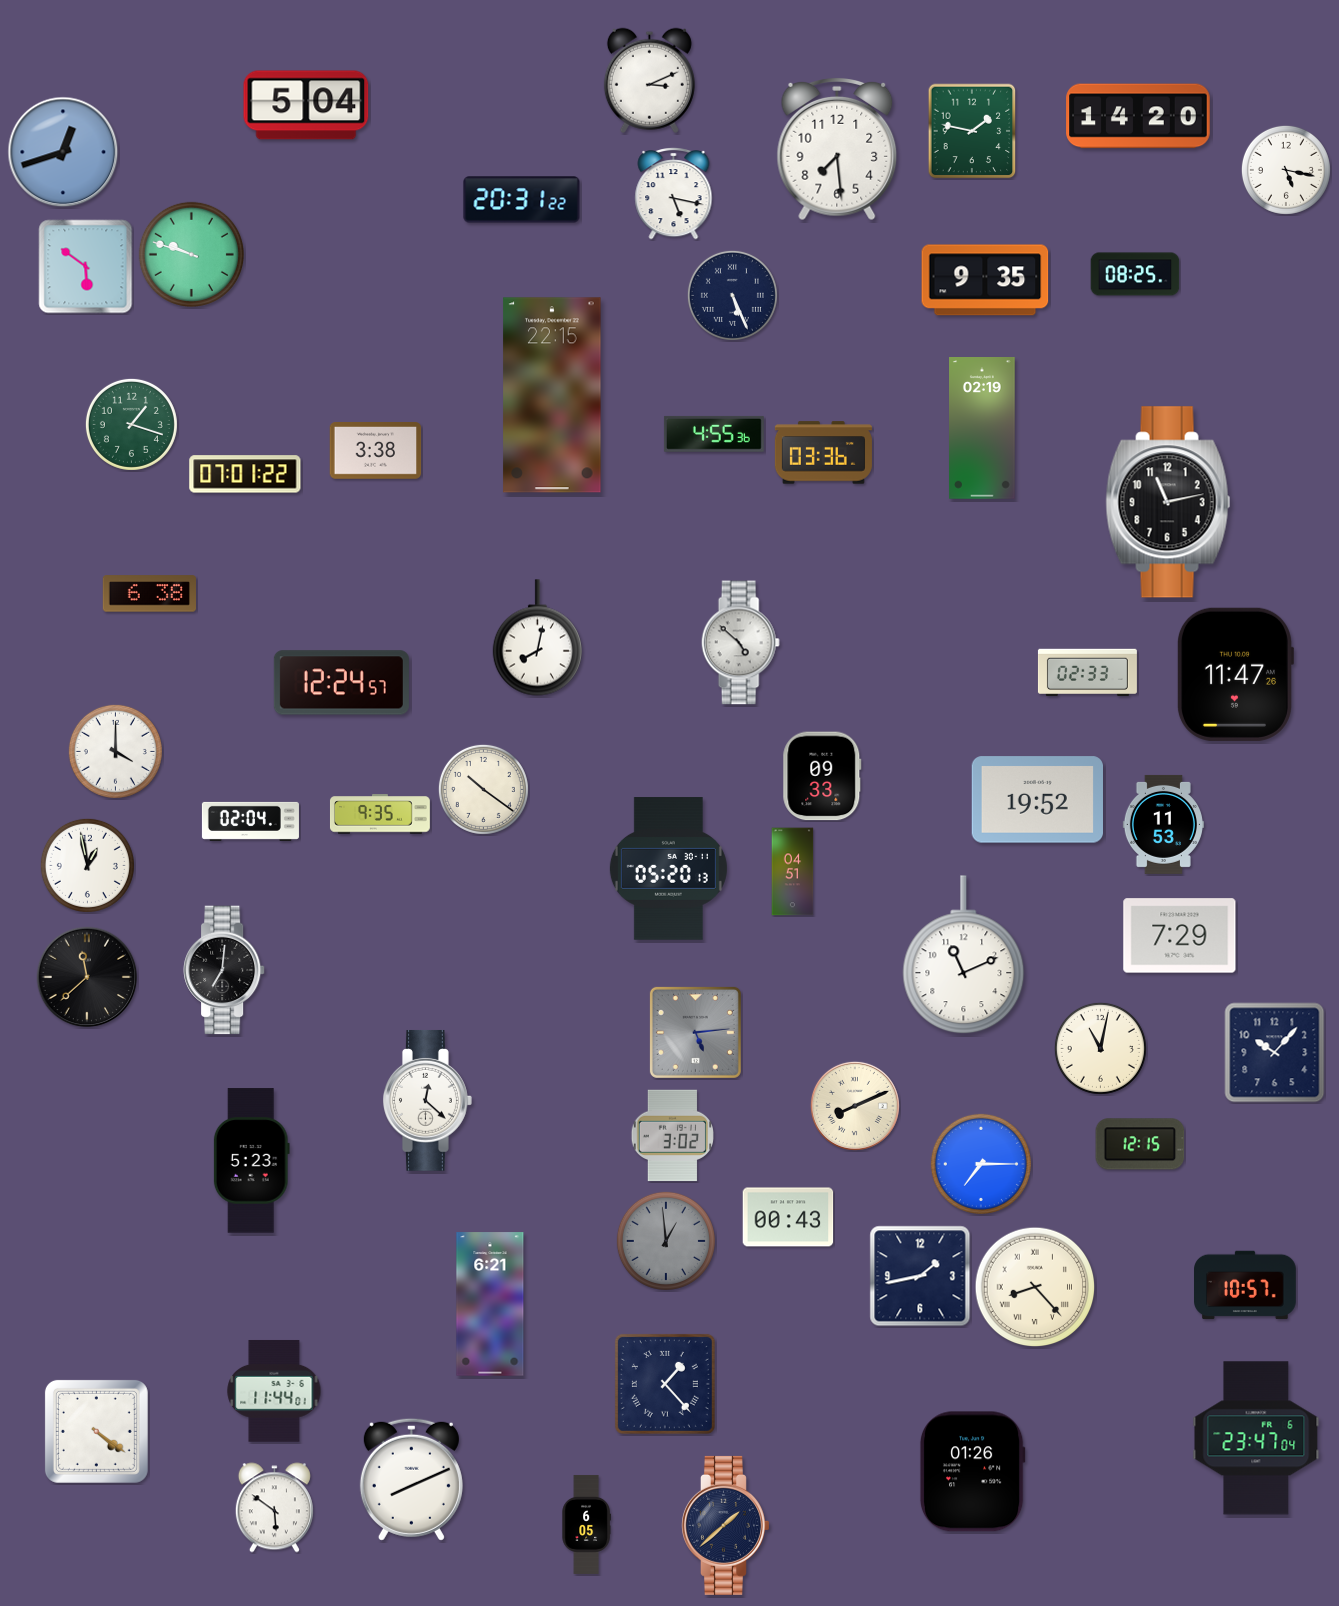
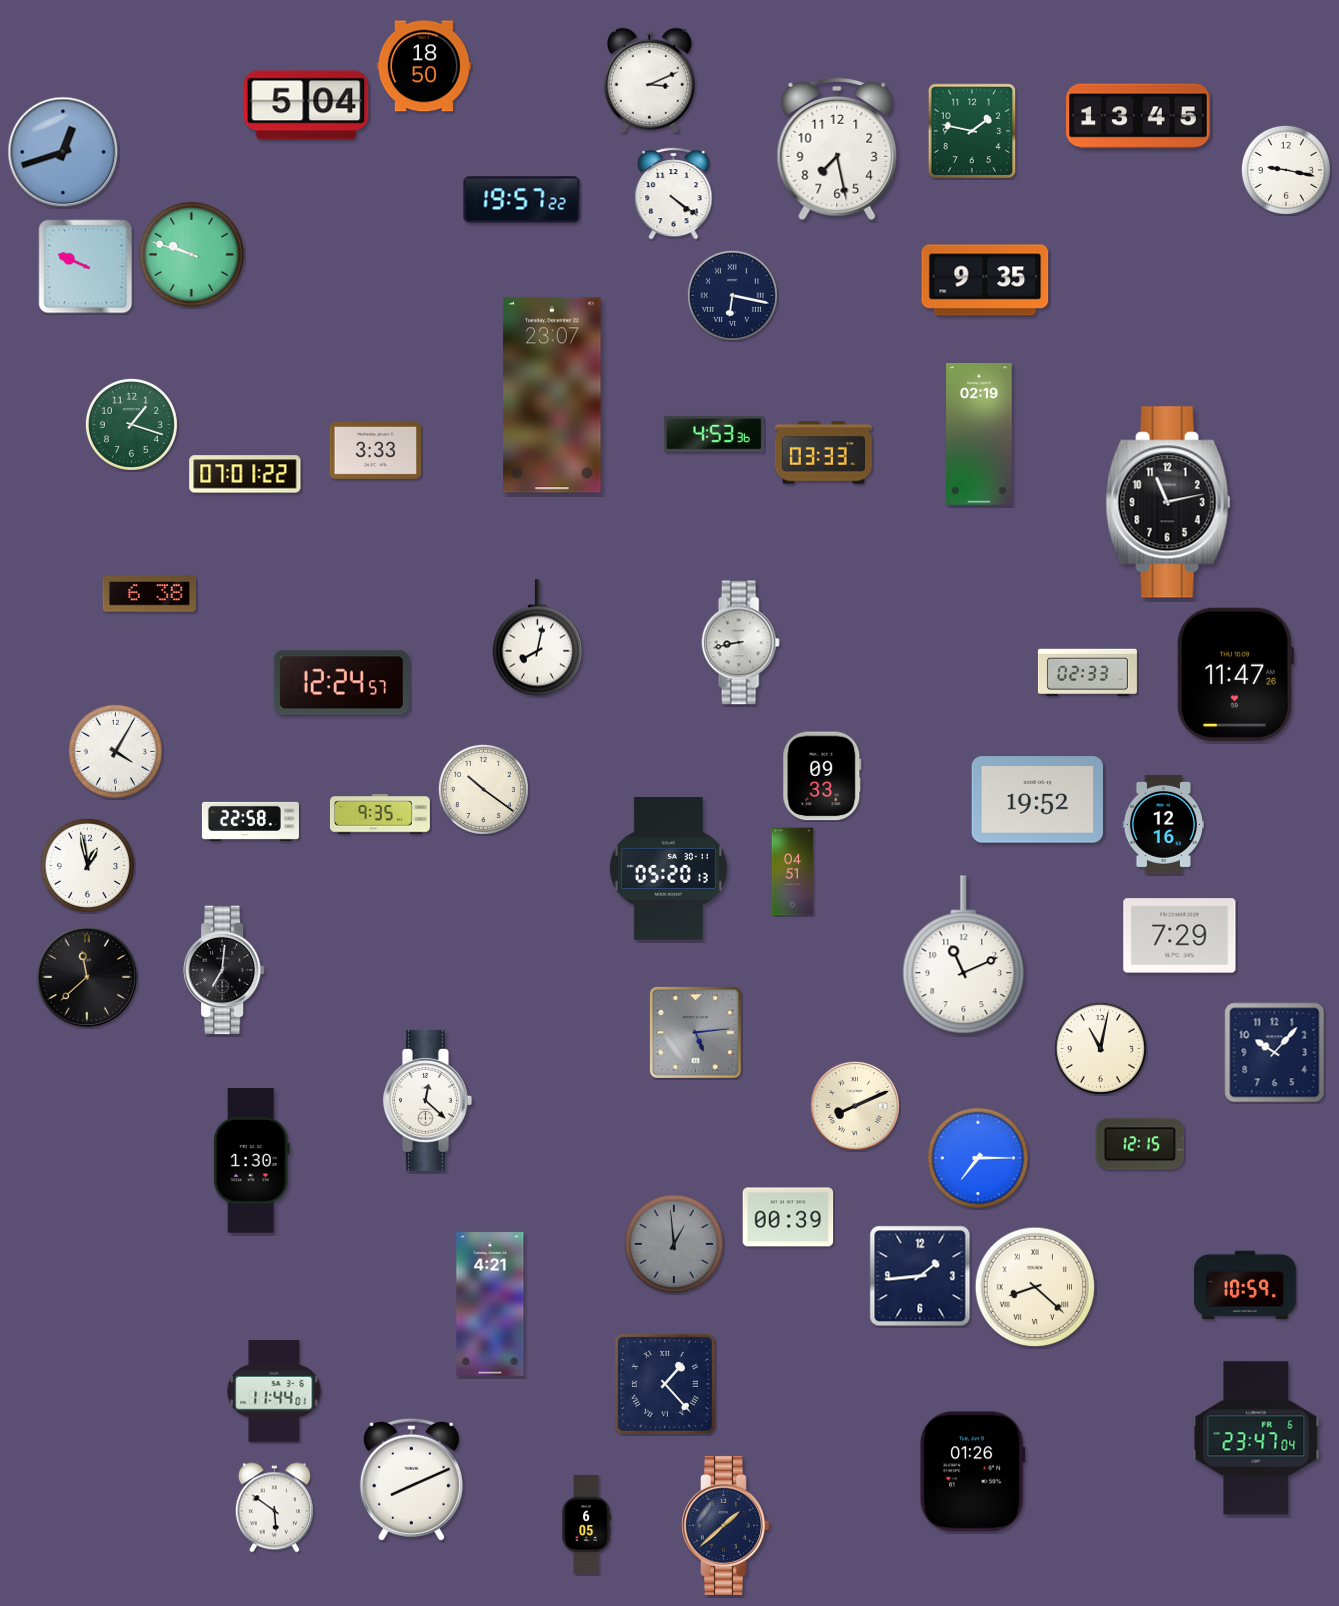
clock at (424, 66): none -> 18:50
clock at (1138, 116): 14:20 -> 13:45
clock at (837, 149): 7:29 -> 7:28
clock at (1286, 170): 5:17 -> 9:17
clock at (674, 194): 5:17 -> 4:21
clock at (522, 200): 20:31 -> 19:57
clock at (86, 267): 5:51 -> 9:49
clock at (1135, 274): 08:25 -> none
clock at (732, 295): 5:26 -> 6:17
clock at (552, 395): 22:15 -> 23:07
clock at (982, 428) position: (982, 428) -> (979, 434)
clock at (714, 434): 4:55 -> 4:53
clock at (376, 451): 3:38 -> 3:33
clock at (823, 453): 03:36 -> 03:33
clock at (740, 643): 4:52 -> 8:43
clock at (115, 751): 4:00 -> 4:05
clock at (250, 821): 02:04 -> 22:58
clock at (1163, 824): 11:53 -> 12:16
clock at (672, 1136): 3:02 -> none
clock at (251, 1161): 5:23 -> 1:30
clock at (981, 1164) position: (981, 1164) -> (978, 1158)
clock at (788, 1217): 00:43 -> 00:39
clock at (666, 1241) position: (666, 1241) -> (674, 1244)
clock at (920, 1276): 1:43 -> 1:44
clock at (1246, 1285): 10:57 -> 10:59
clock at (1035, 1287): 8:23 -> 8:22
clock at (490, 1304): 6:21 -> 4:21
clock at (96, 1431): 4:21 -> none
